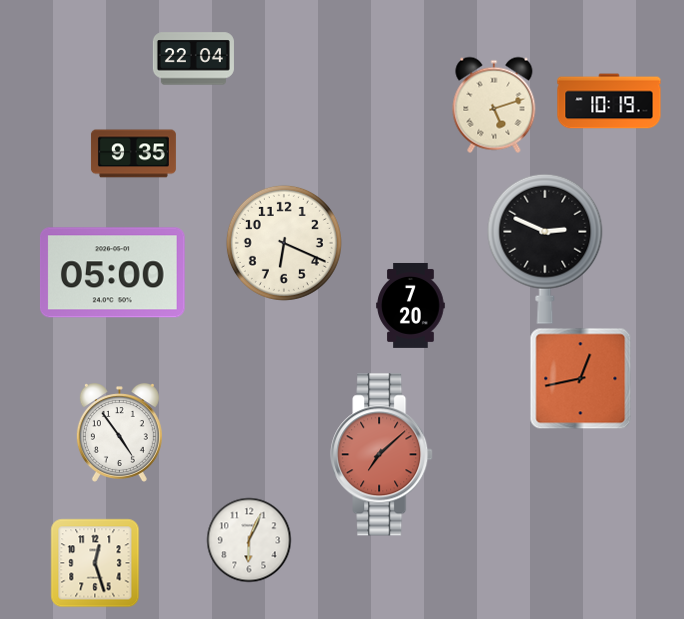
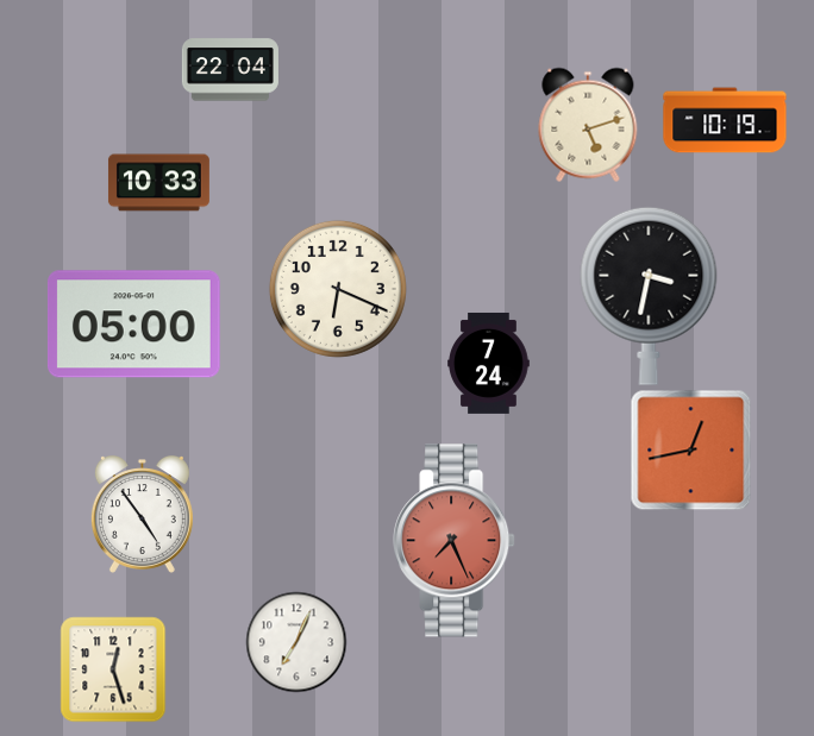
clock at (133, 154): 9:35 -> 10:33
clock at (545, 249): 2:49 -> 3:32
clock at (411, 305): 7:20 -> 7:24
clock at (382, 455): 7:08 -> 7:26
clock at (249, 540): 6:04 -> 7:04
